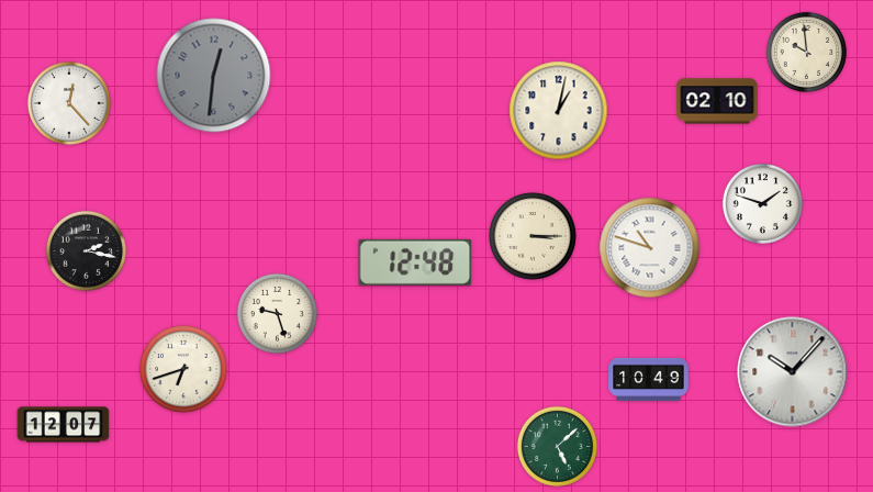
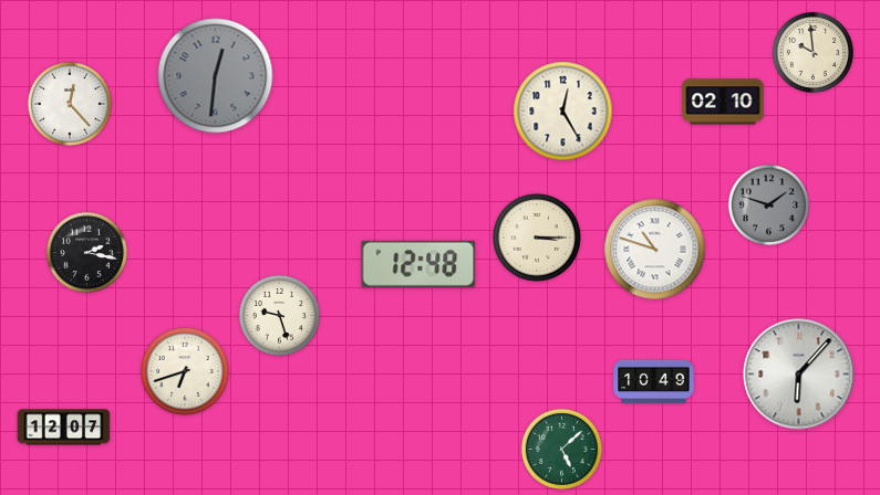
clock at (559, 111): 1:02 -> 12:25
clock at (762, 203) dial: white -> grey
clock at (793, 372): 10:07 -> 6:07
